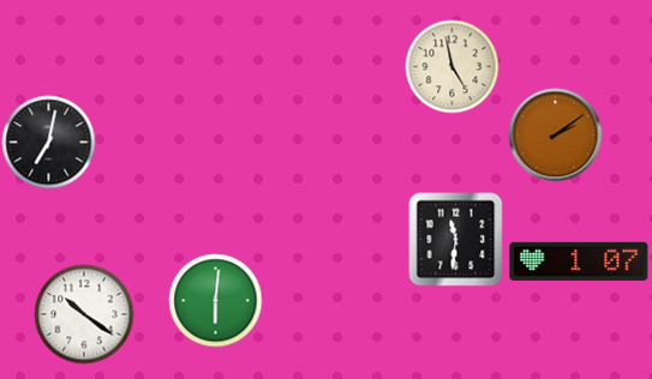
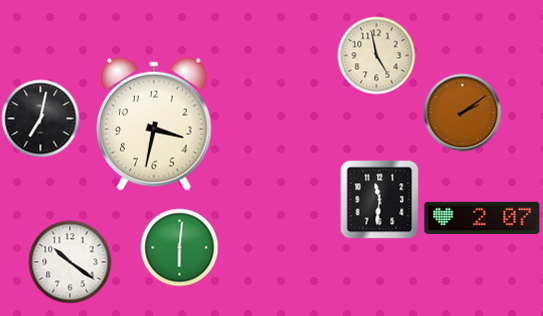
clock at (155, 124): none -> 3:32
clock at (579, 261): 1:07 -> 2:07
clock at (215, 300) position: (215, 300) -> (179, 247)
